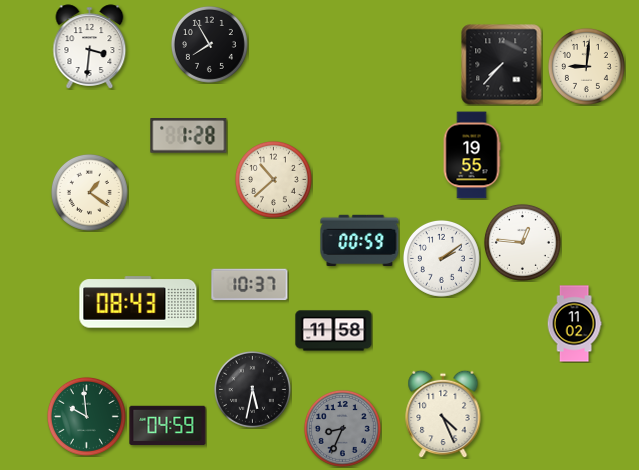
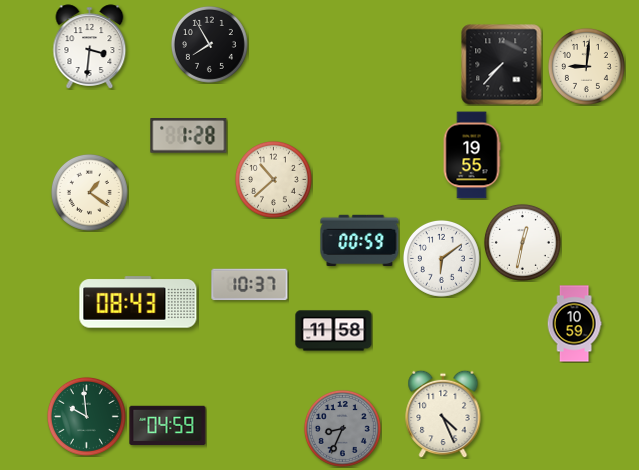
clock at (522, 242): 12:46 -> 12:32
clock at (441, 258): 2:09 -> 6:09
clock at (574, 324): 11:02 -> 10:59
clock at (252, 389): 5:32 -> none
